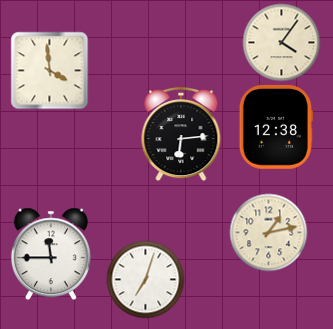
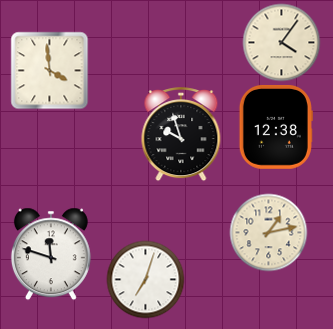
clock at (181, 134): 6:14 -> 9:57
clock at (51, 254): 11:45 -> 11:48
